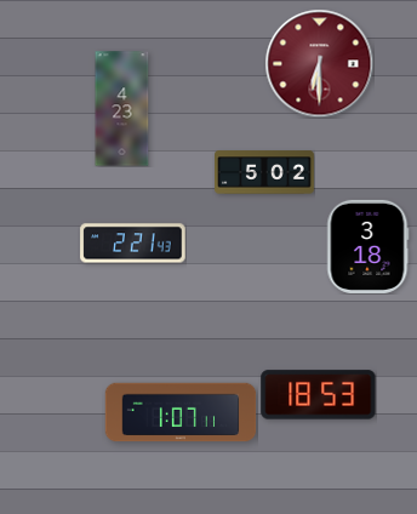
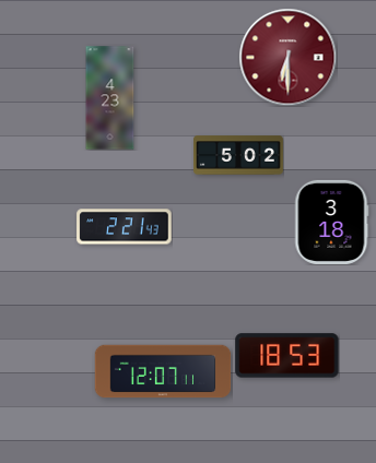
clock at (133, 244) position: (133, 244) -> (125, 227)
clock at (181, 412): 1:07 -> 12:07
